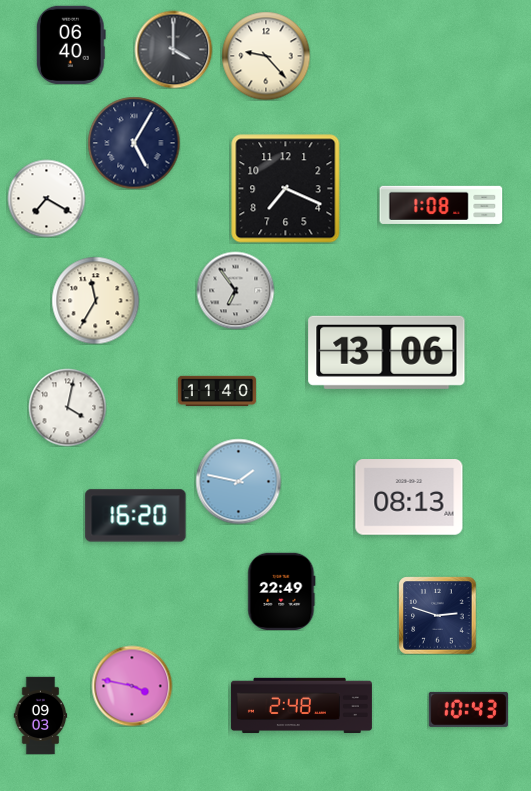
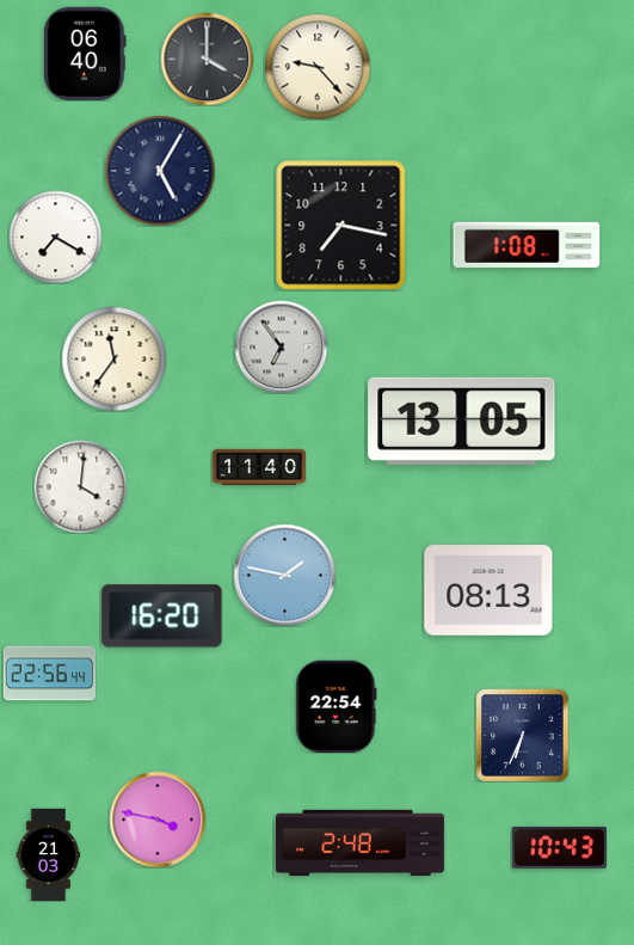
clock at (286, 189): 7:19 -> 7:17
clock at (95, 300): 11:35 -> 11:36
clock at (387, 352): 13:06 -> 13:05
clock at (67, 407): 4:02 -> 4:01
clock at (409, 497) position: (409, 497) -> (488, 590)
clock at (49, 674): none -> 22:56
clock at (282, 591): 22:49 -> 22:54
clock at (437, 615): 2:48 -> 6:34
clock at (41, 715): 09:03 -> 21:03
